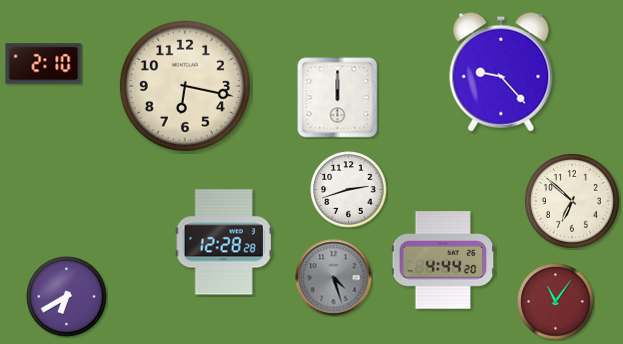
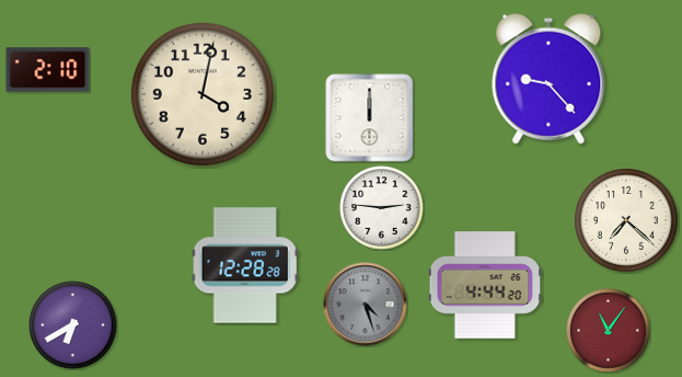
clock at (185, 86): 6:17 -> 4:02
clock at (338, 98) position: (338, 98) -> (370, 118)
clock at (349, 190): 2:42 -> 2:46
clock at (572, 202): 6:52 -> 7:22
